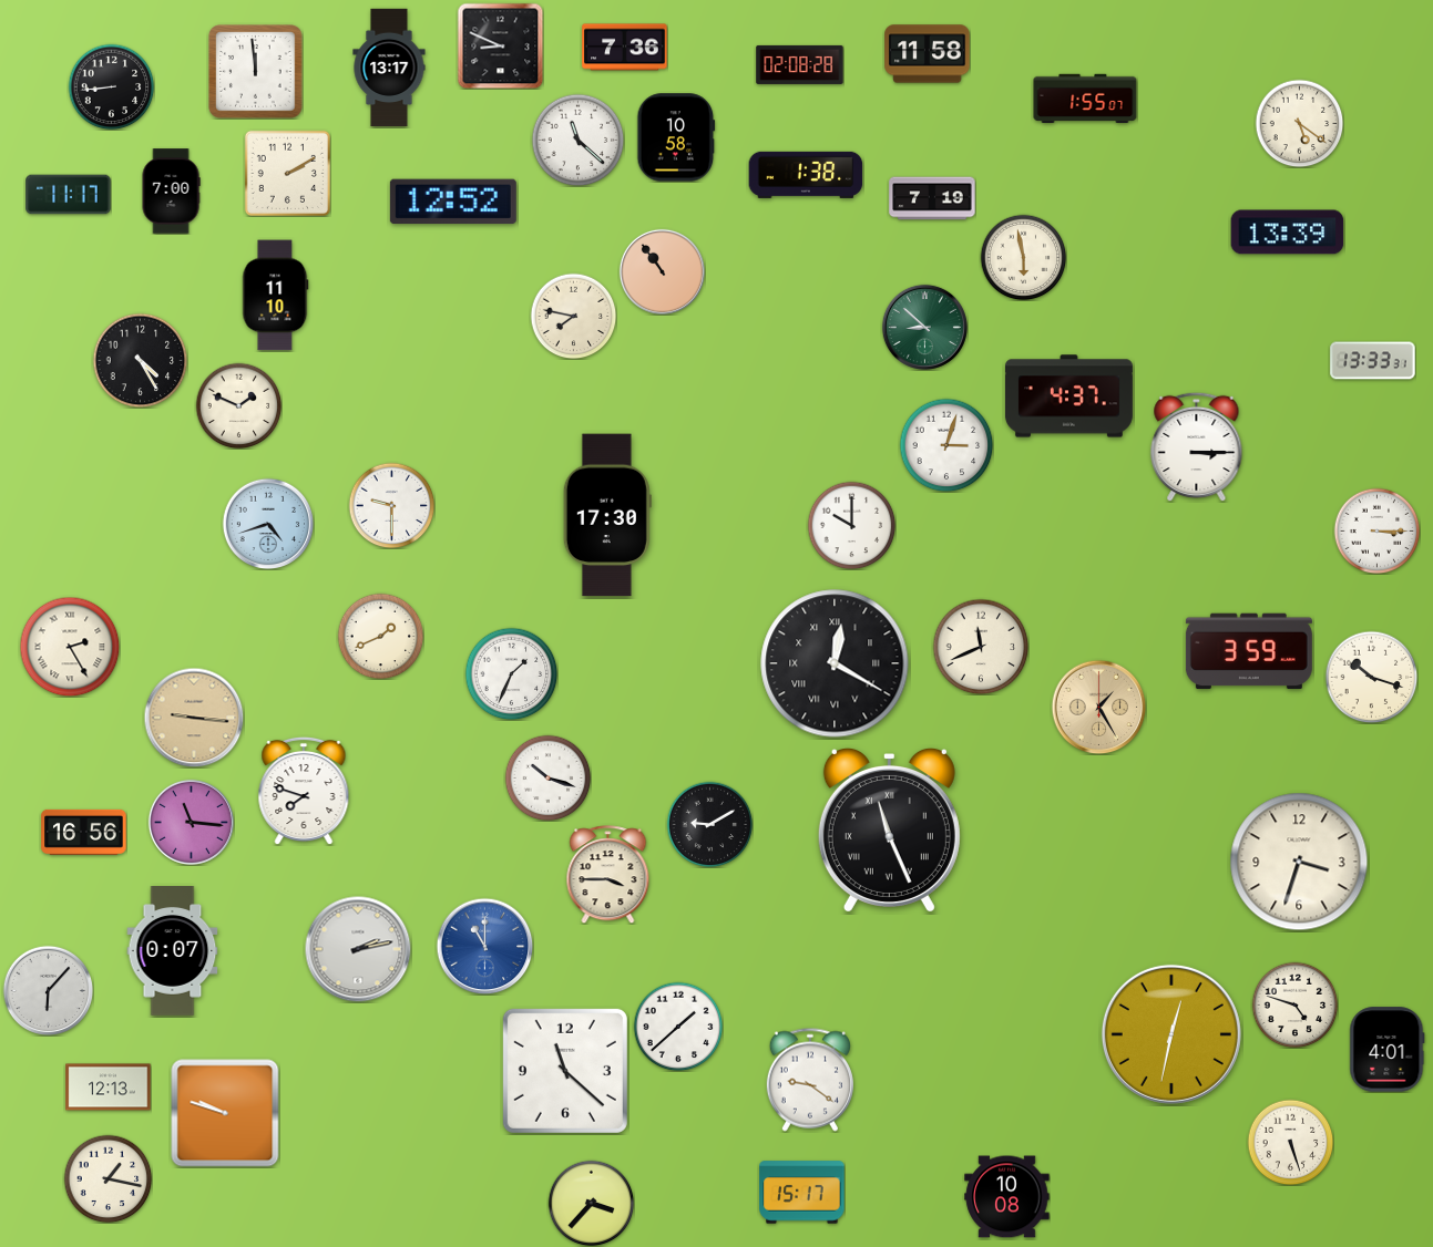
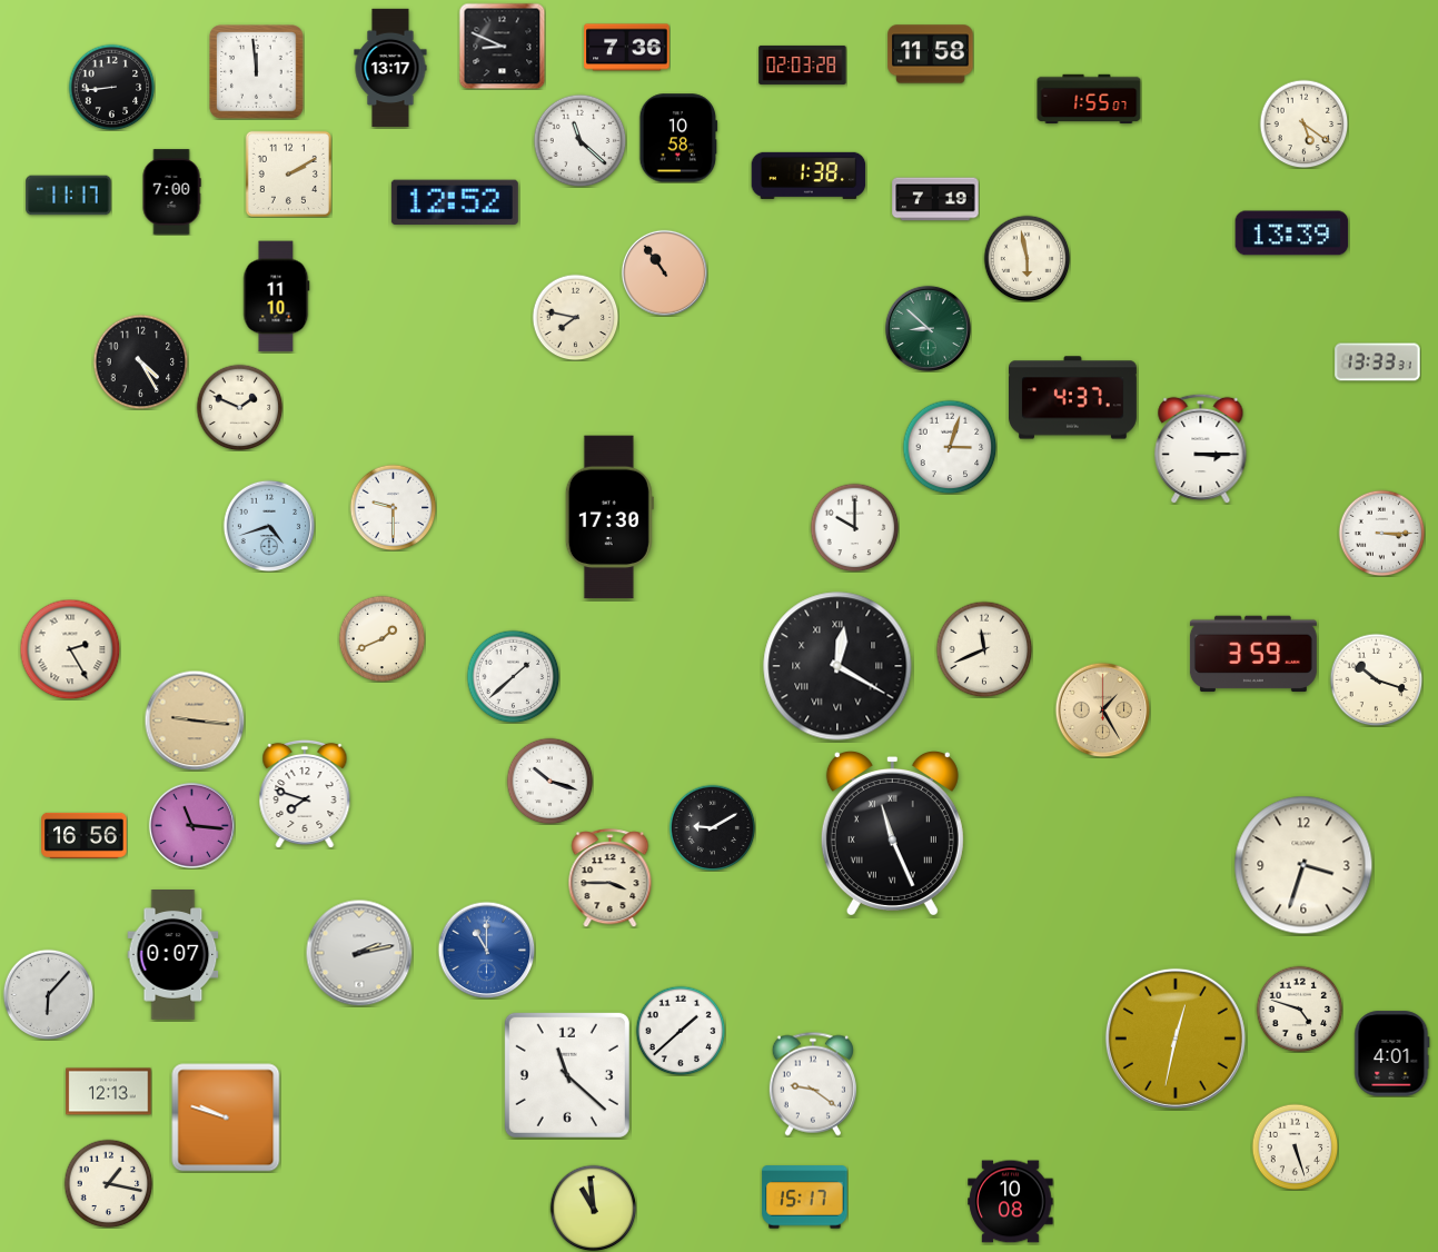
clock at (800, 64): 02:08 -> 02:03
clock at (511, 673): 1:34 -> 1:38
clock at (591, 1203): 3:37 -> 10:59
